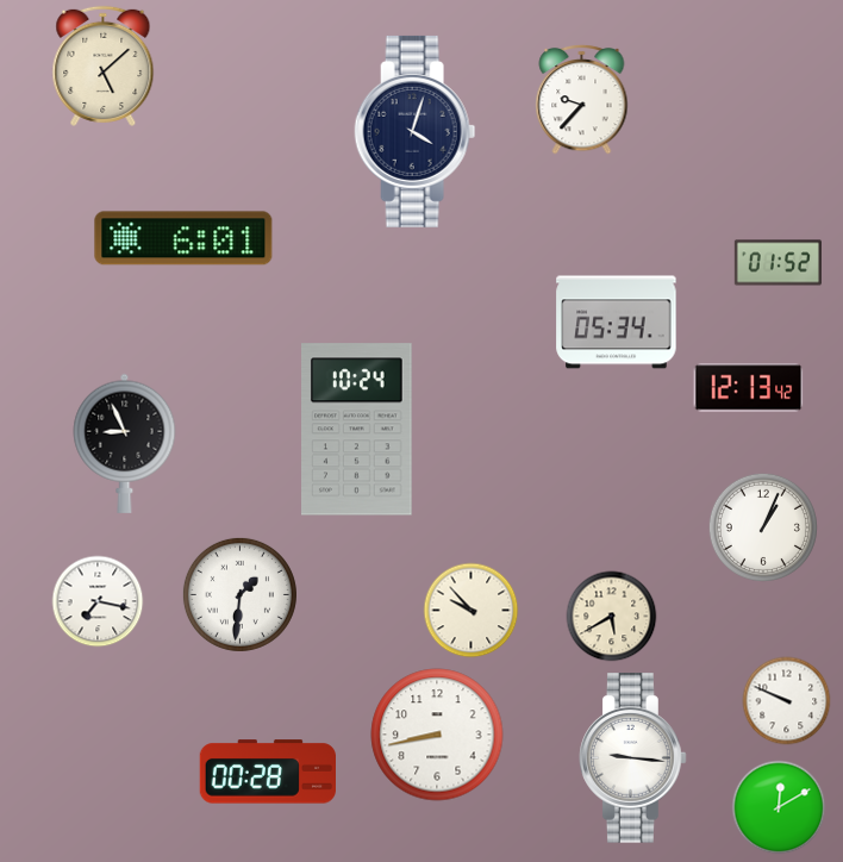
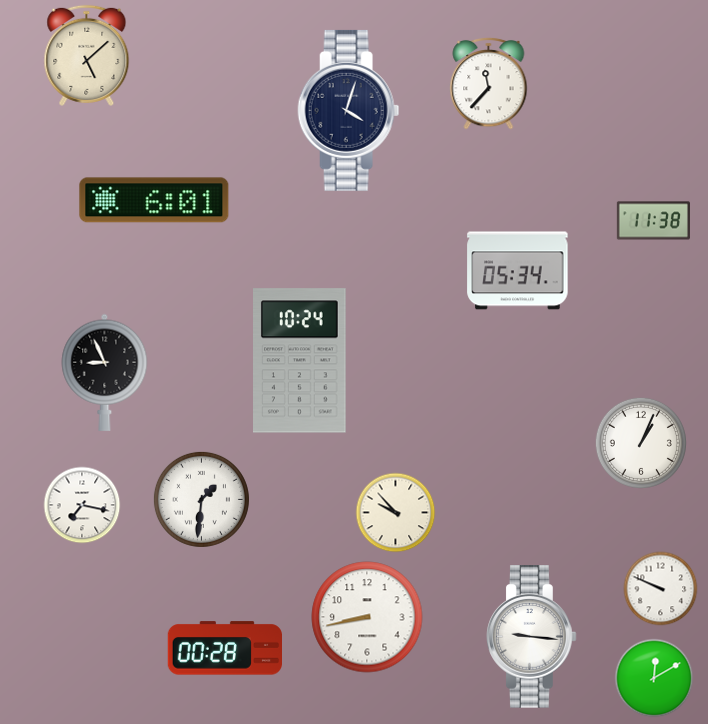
clock at (582, 99): 9:37 -> 11:37
clock at (778, 263): 01:52 -> 11:38
clock at (749, 388): 12:13 -> none
clock at (612, 617): 5:40 -> none
